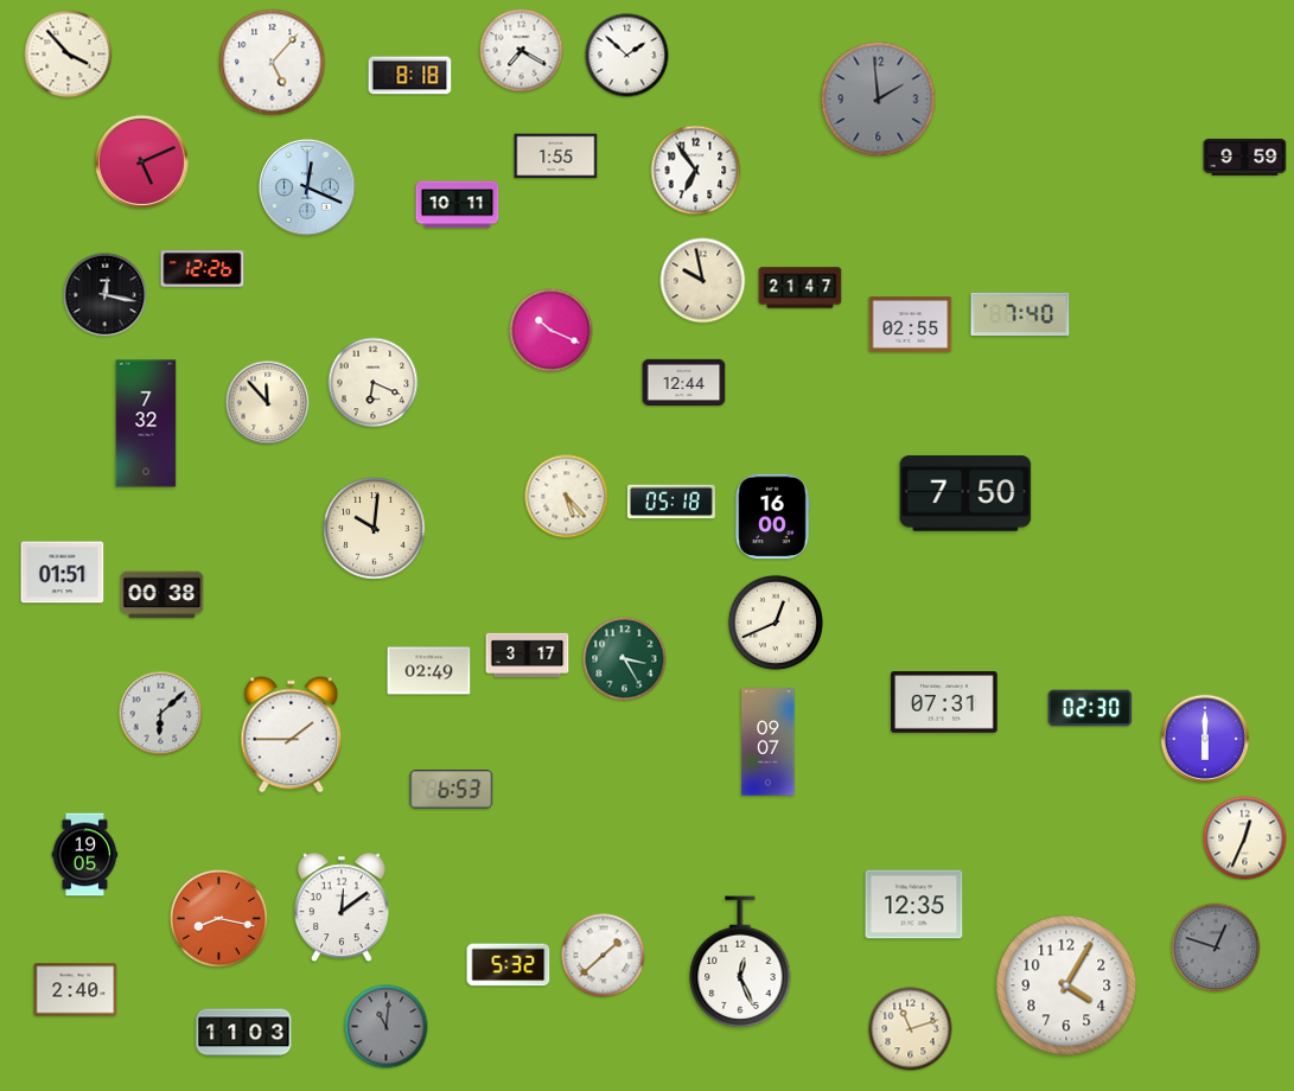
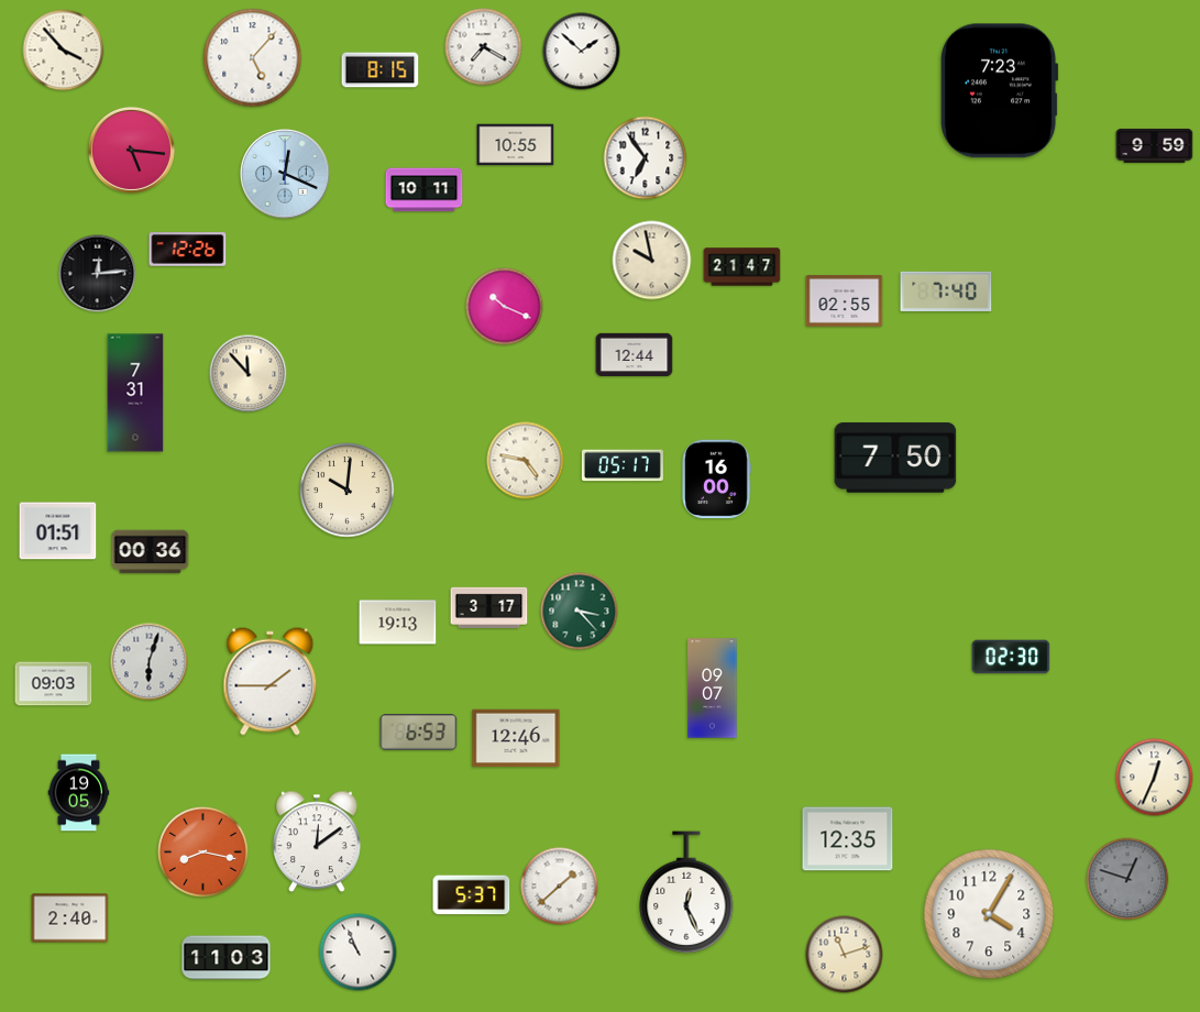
clock at (410, 76): 8:18 -> 8:15
clock at (999, 91): none -> 7:23
clock at (879, 100): 1:59 -> none
clock at (556, 157): 1:55 -> 10:55
clock at (141, 161): 5:11 -> 5:16
clock at (106, 295): 12:17 -> 12:14
clock at (552, 331) position: (552, 331) -> (505, 307)
clock at (374, 383): 6:19 -> none
clock at (146, 423): 7:32 -> 7:31
clock at (567, 497): 5:23 -> 4:47
clock at (671, 502): 05:18 -> 05:17
clock at (162, 595): 00:38 -> 00:36
clock at (776, 623): 12:41 -> none
clock at (625, 659): 3:25 -> 3:23
clock at (429, 671): 02:49 -> 19:13
clock at (944, 702): 07:31 -> none
clock at (161, 714): 6:08 -> 6:03
clock at (54, 684): none -> 09:03
clock at (1205, 739): 6:00 -> none
clock at (516, 738): none -> 12:46
clock at (509, 965): 5:32 -> 5:37
clock at (387, 1027): 11:01 -> 10:56
clock at (387, 1027) dial: grey -> white
